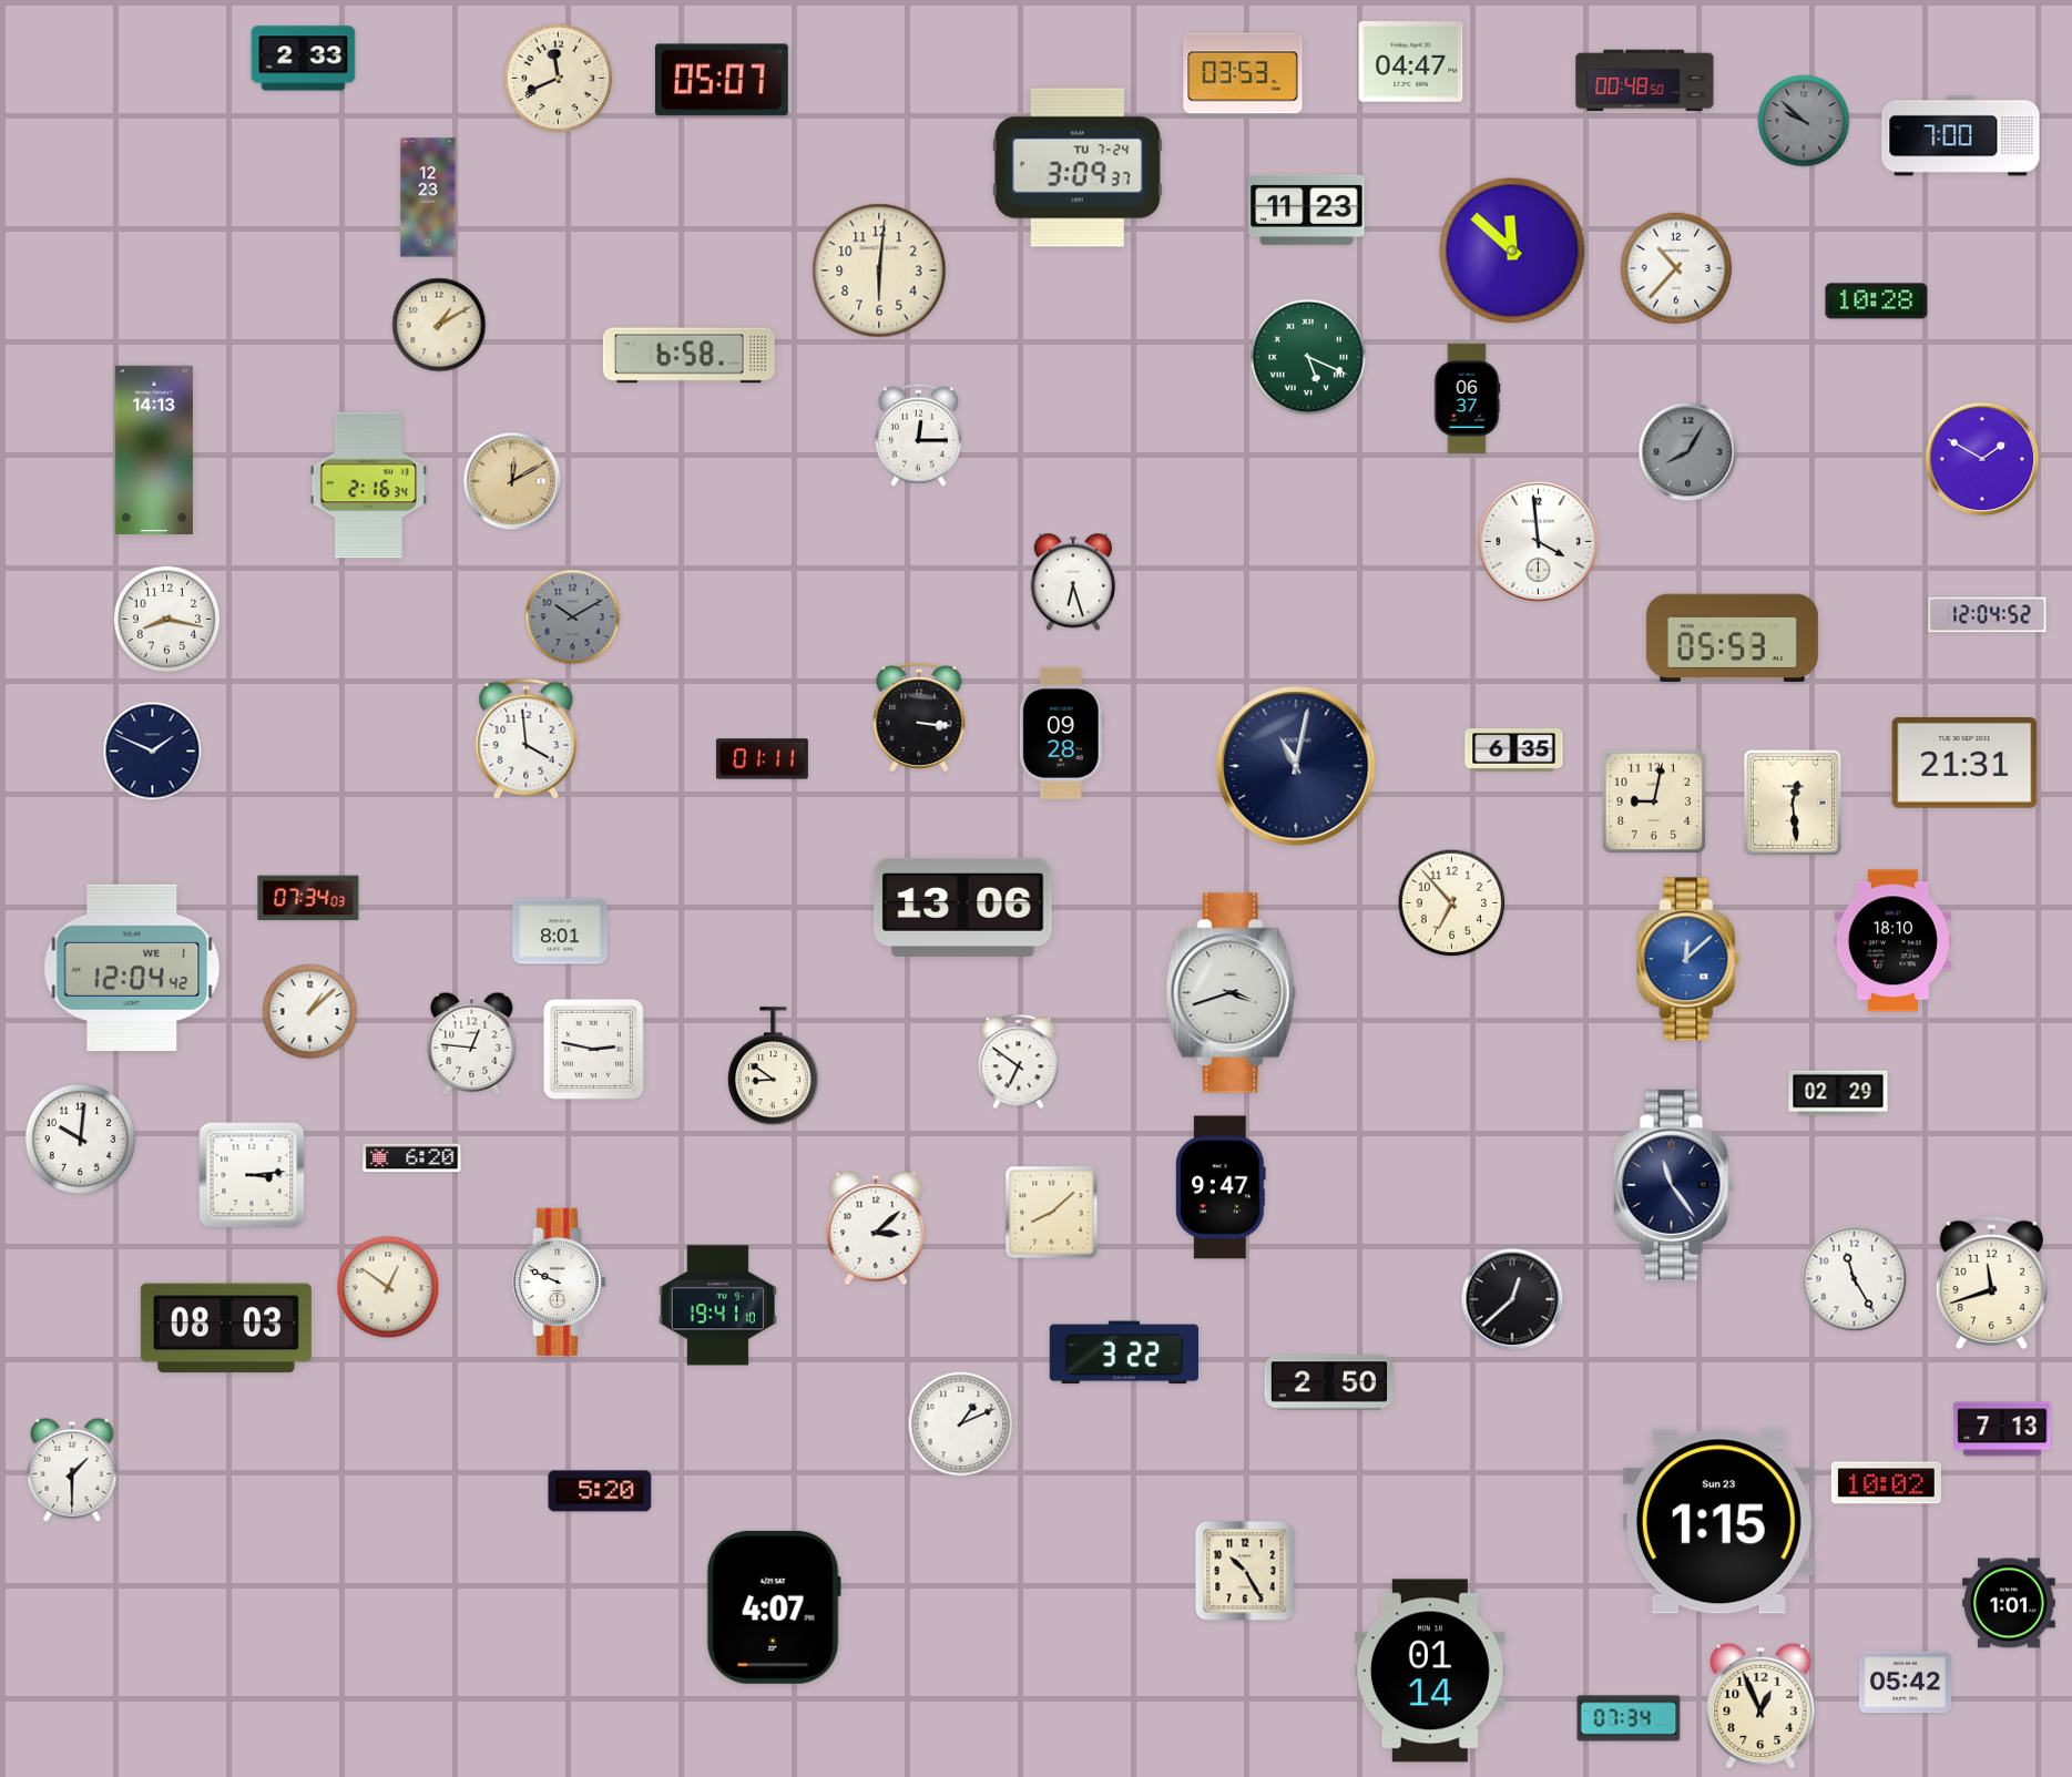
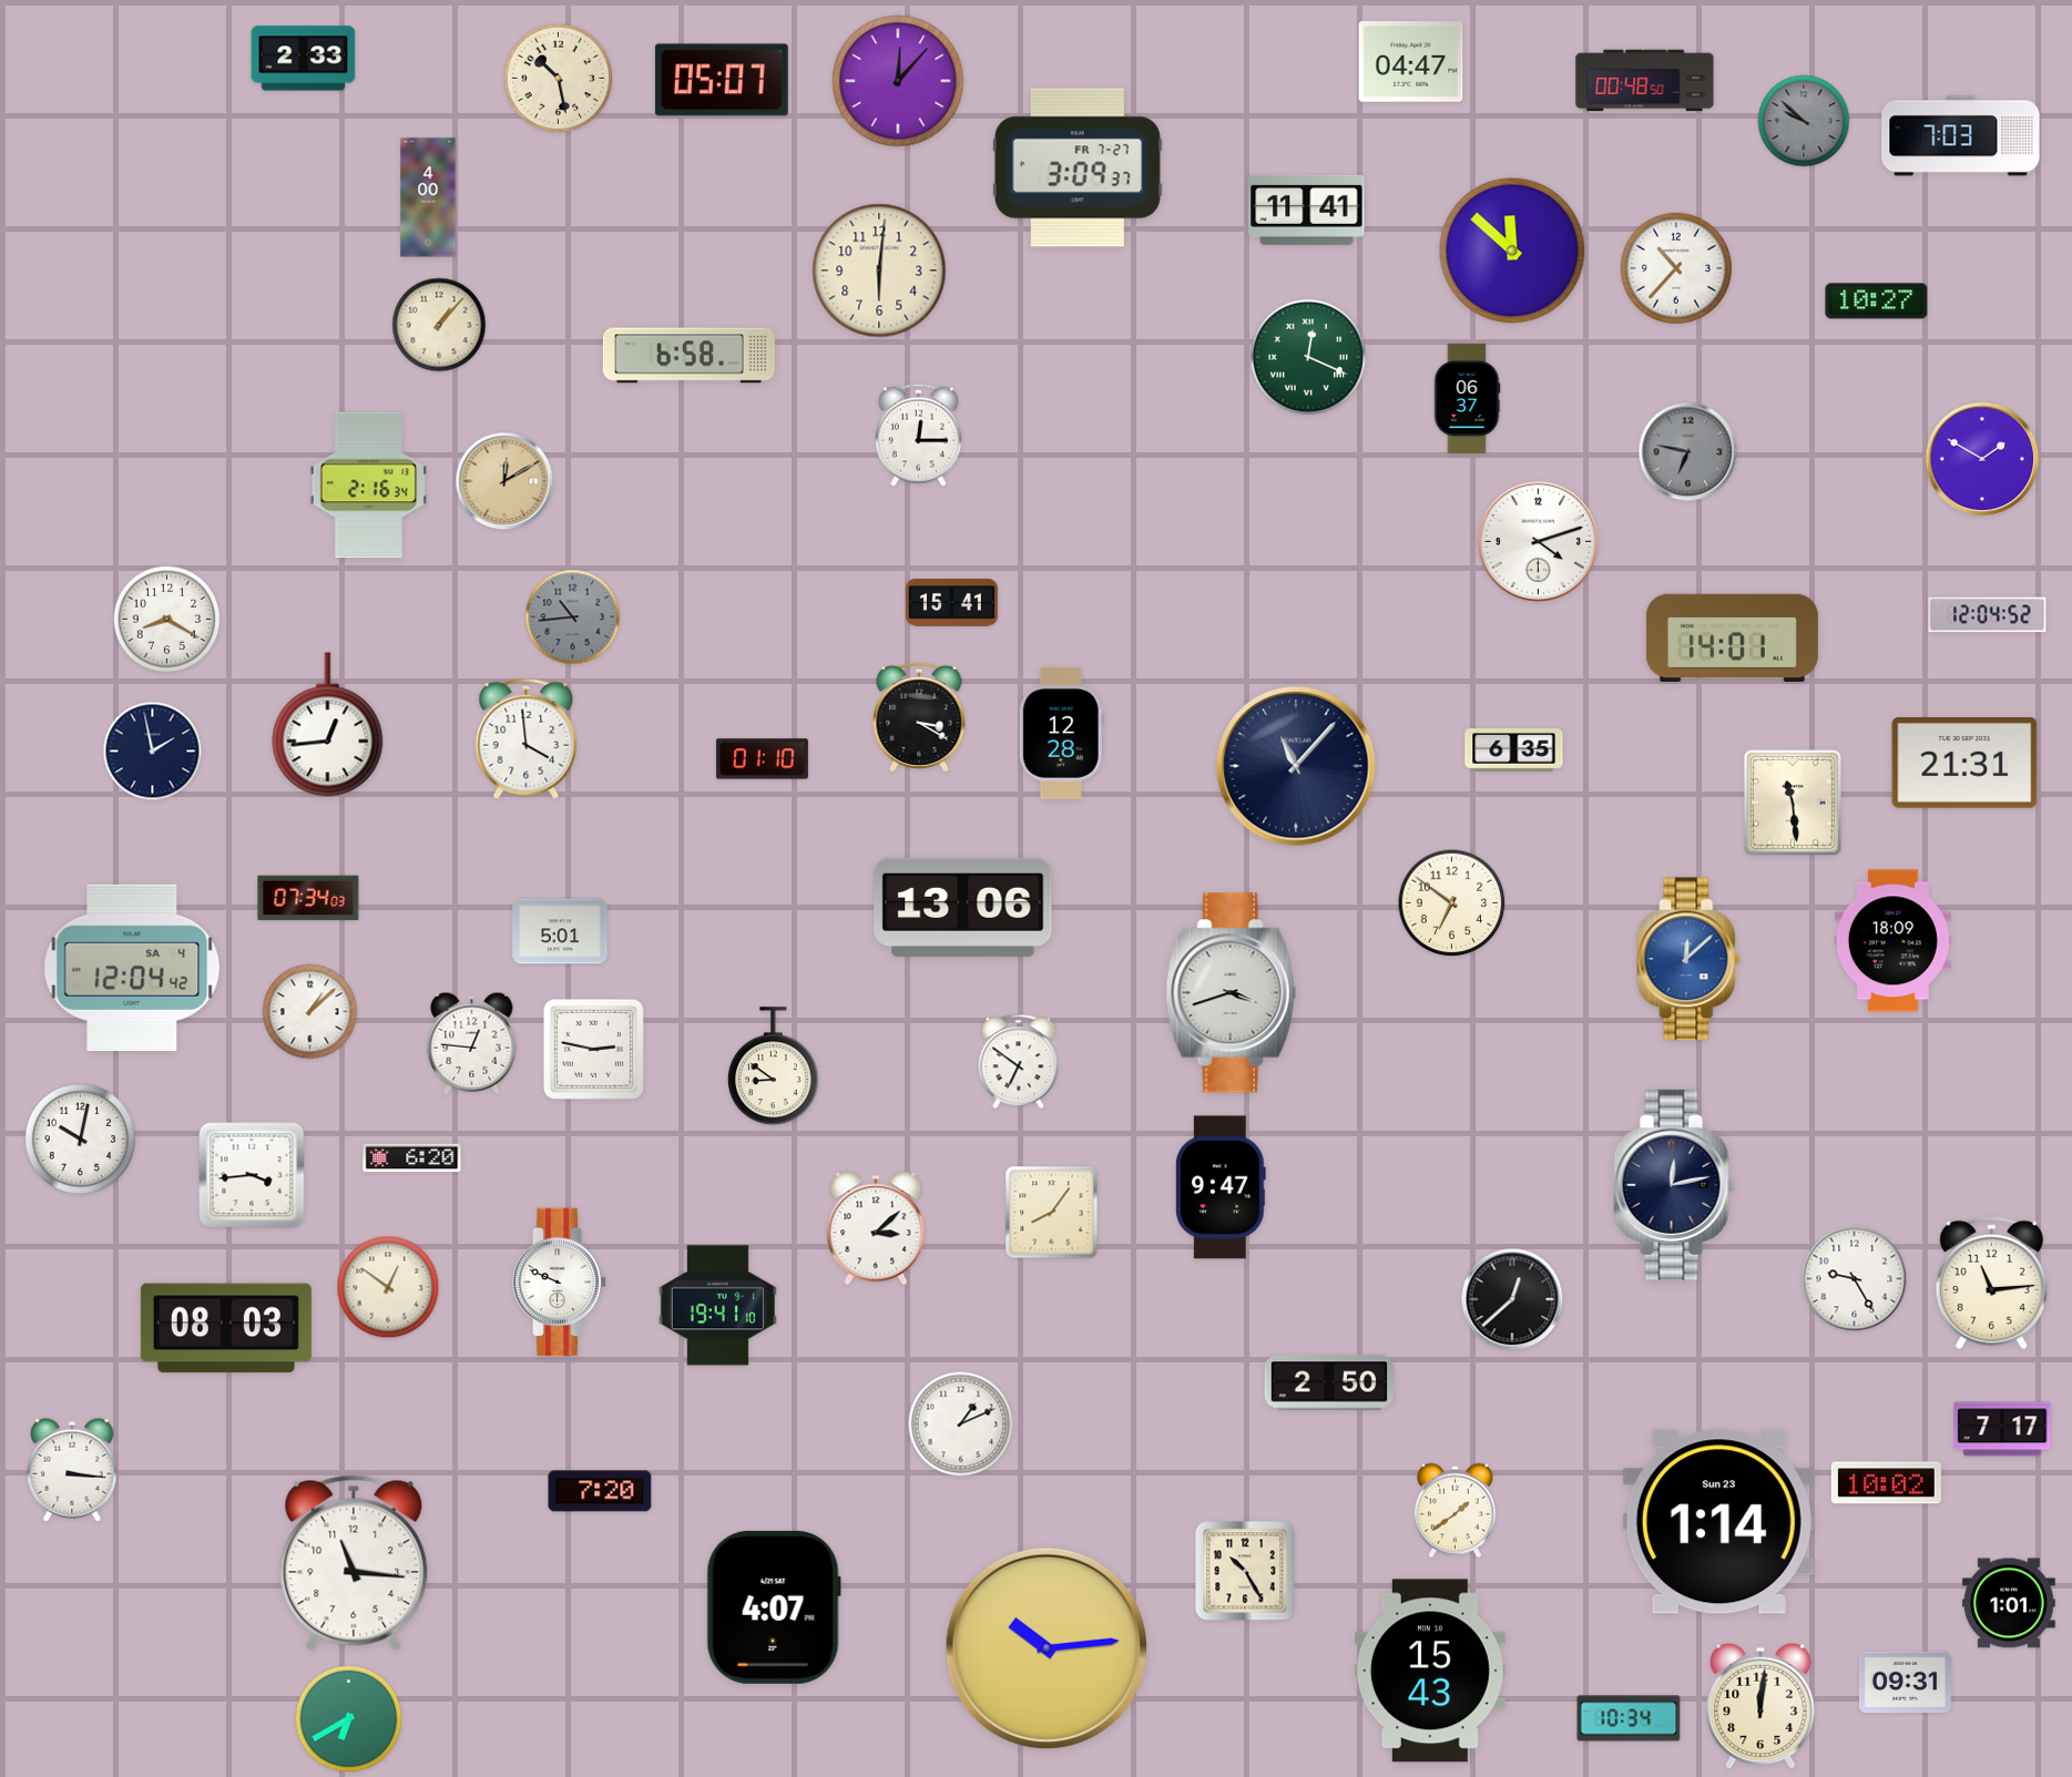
clock at (1243, 73): 03:53 -> none
clock at (559, 79): 11:41 -> 10:28
clock at (898, 81): none -> 12:07
clock at (1961, 136): 7:00 -> 7:03
clock at (1078, 167) date: TU 7-24 -> FR 7-27
clock at (428, 197): 12:23 -> 4:00
clock at (1307, 210): 11:23 -> 11:41
clock at (1877, 302): 10:28 -> 10:27
clock at (439, 325): 1:10 -> 1:07
clock at (1308, 357): 5:19 -> 12:19
clock at (154, 449): 14:13 -> none
clock at (1688, 452): 8:05 -> 6:47
clock at (512, 481) position: (512, 481) -> (504, 481)
clock at (1538, 541): 3:59 -> 4:12
clock at (1073, 582): 6:27 -> none
clock at (951, 603): none -> 15:41
clock at (573, 617): 10:10 -> 10:44
clock at (167, 620): 8:17 -> 8:20
clock at (1732, 637): 05:53 -> 14:01
clock at (919, 717): 3:16 -> 3:20
clock at (328, 725): none -> 12:44
clock at (1061, 733): 09:28 -> 12:28
clock at (153, 752): 1:49 -> 1:58
clock at (762, 759): 01:11 -> 01:10
clock at (1296, 766): 11:02 -> 11:07
clock at (1654, 801): 9:02 -> none
clock at (1793, 803): 12:29 -> 11:29
clock at (1452, 903): 6:53 -> 6:51
clock at (560, 931): 8:01 -> 5:01
clock at (1892, 941): 18:10 -> 18:09
clock at (132, 968) date: WE 1 -> SA 4
clock at (1838, 1093): 02:29 -> none
clock at (81, 1140): 10:01 -> 10:02
clock at (252, 1175): 3:14 -> 3:44
clock at (1674, 1185): 11:24 -> 12:13
clock at (1052, 1213): 8:08 -> 8:06
clock at (1855, 1279): 11:25 -> 9:25
clock at (1991, 1284): 11:42 -> 11:14
clock at (1124, 1352): 3:22 -> none
clock at (2002, 1429): 7:13 -> 7:17
clock at (72, 1470): 1:30 -> 3:16
clock at (600, 1491): 5:20 -> 7:20
clock at (1455, 1511): none -> 1:39
clock at (1718, 1522): 1:15 -> 1:14
clock at (354, 1563): none -> 11:16
clock at (1045, 1647): none -> 10:14
clock at (1430, 1671): 01:14 -> 15:43
clock at (1905, 1683): 05:42 -> 09:31
clock at (1760, 1706): 12:56 -> 12:01
clock at (1629, 1718): 07:34 -> 10:34
clock at (349, 1719): none -> 6:40
